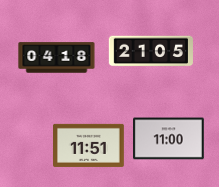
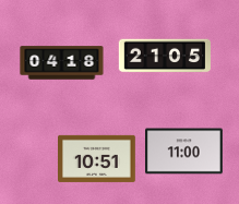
clock at (89, 145): 11:51 -> 10:51
